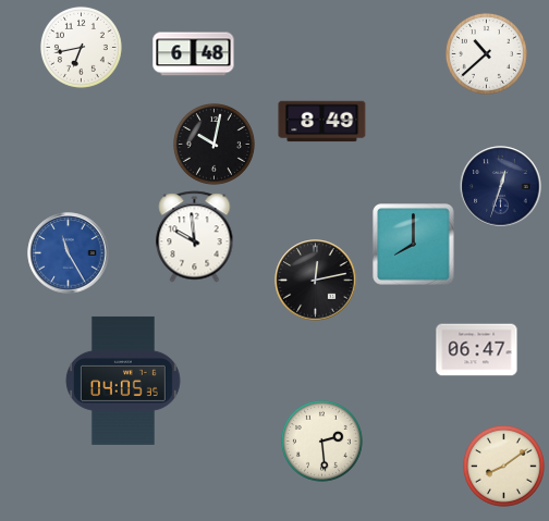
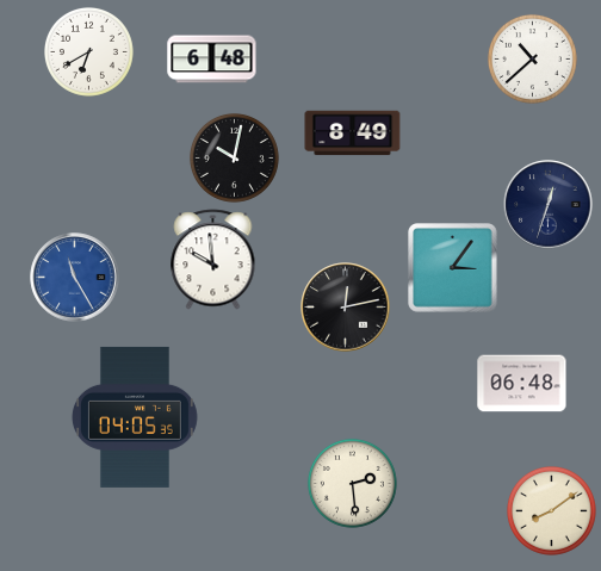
clock at (81, 47): 6:43 -> 6:40
clock at (414, 245): 8:00 -> 3:06
clock at (477, 350): 06:47 -> 06:48
